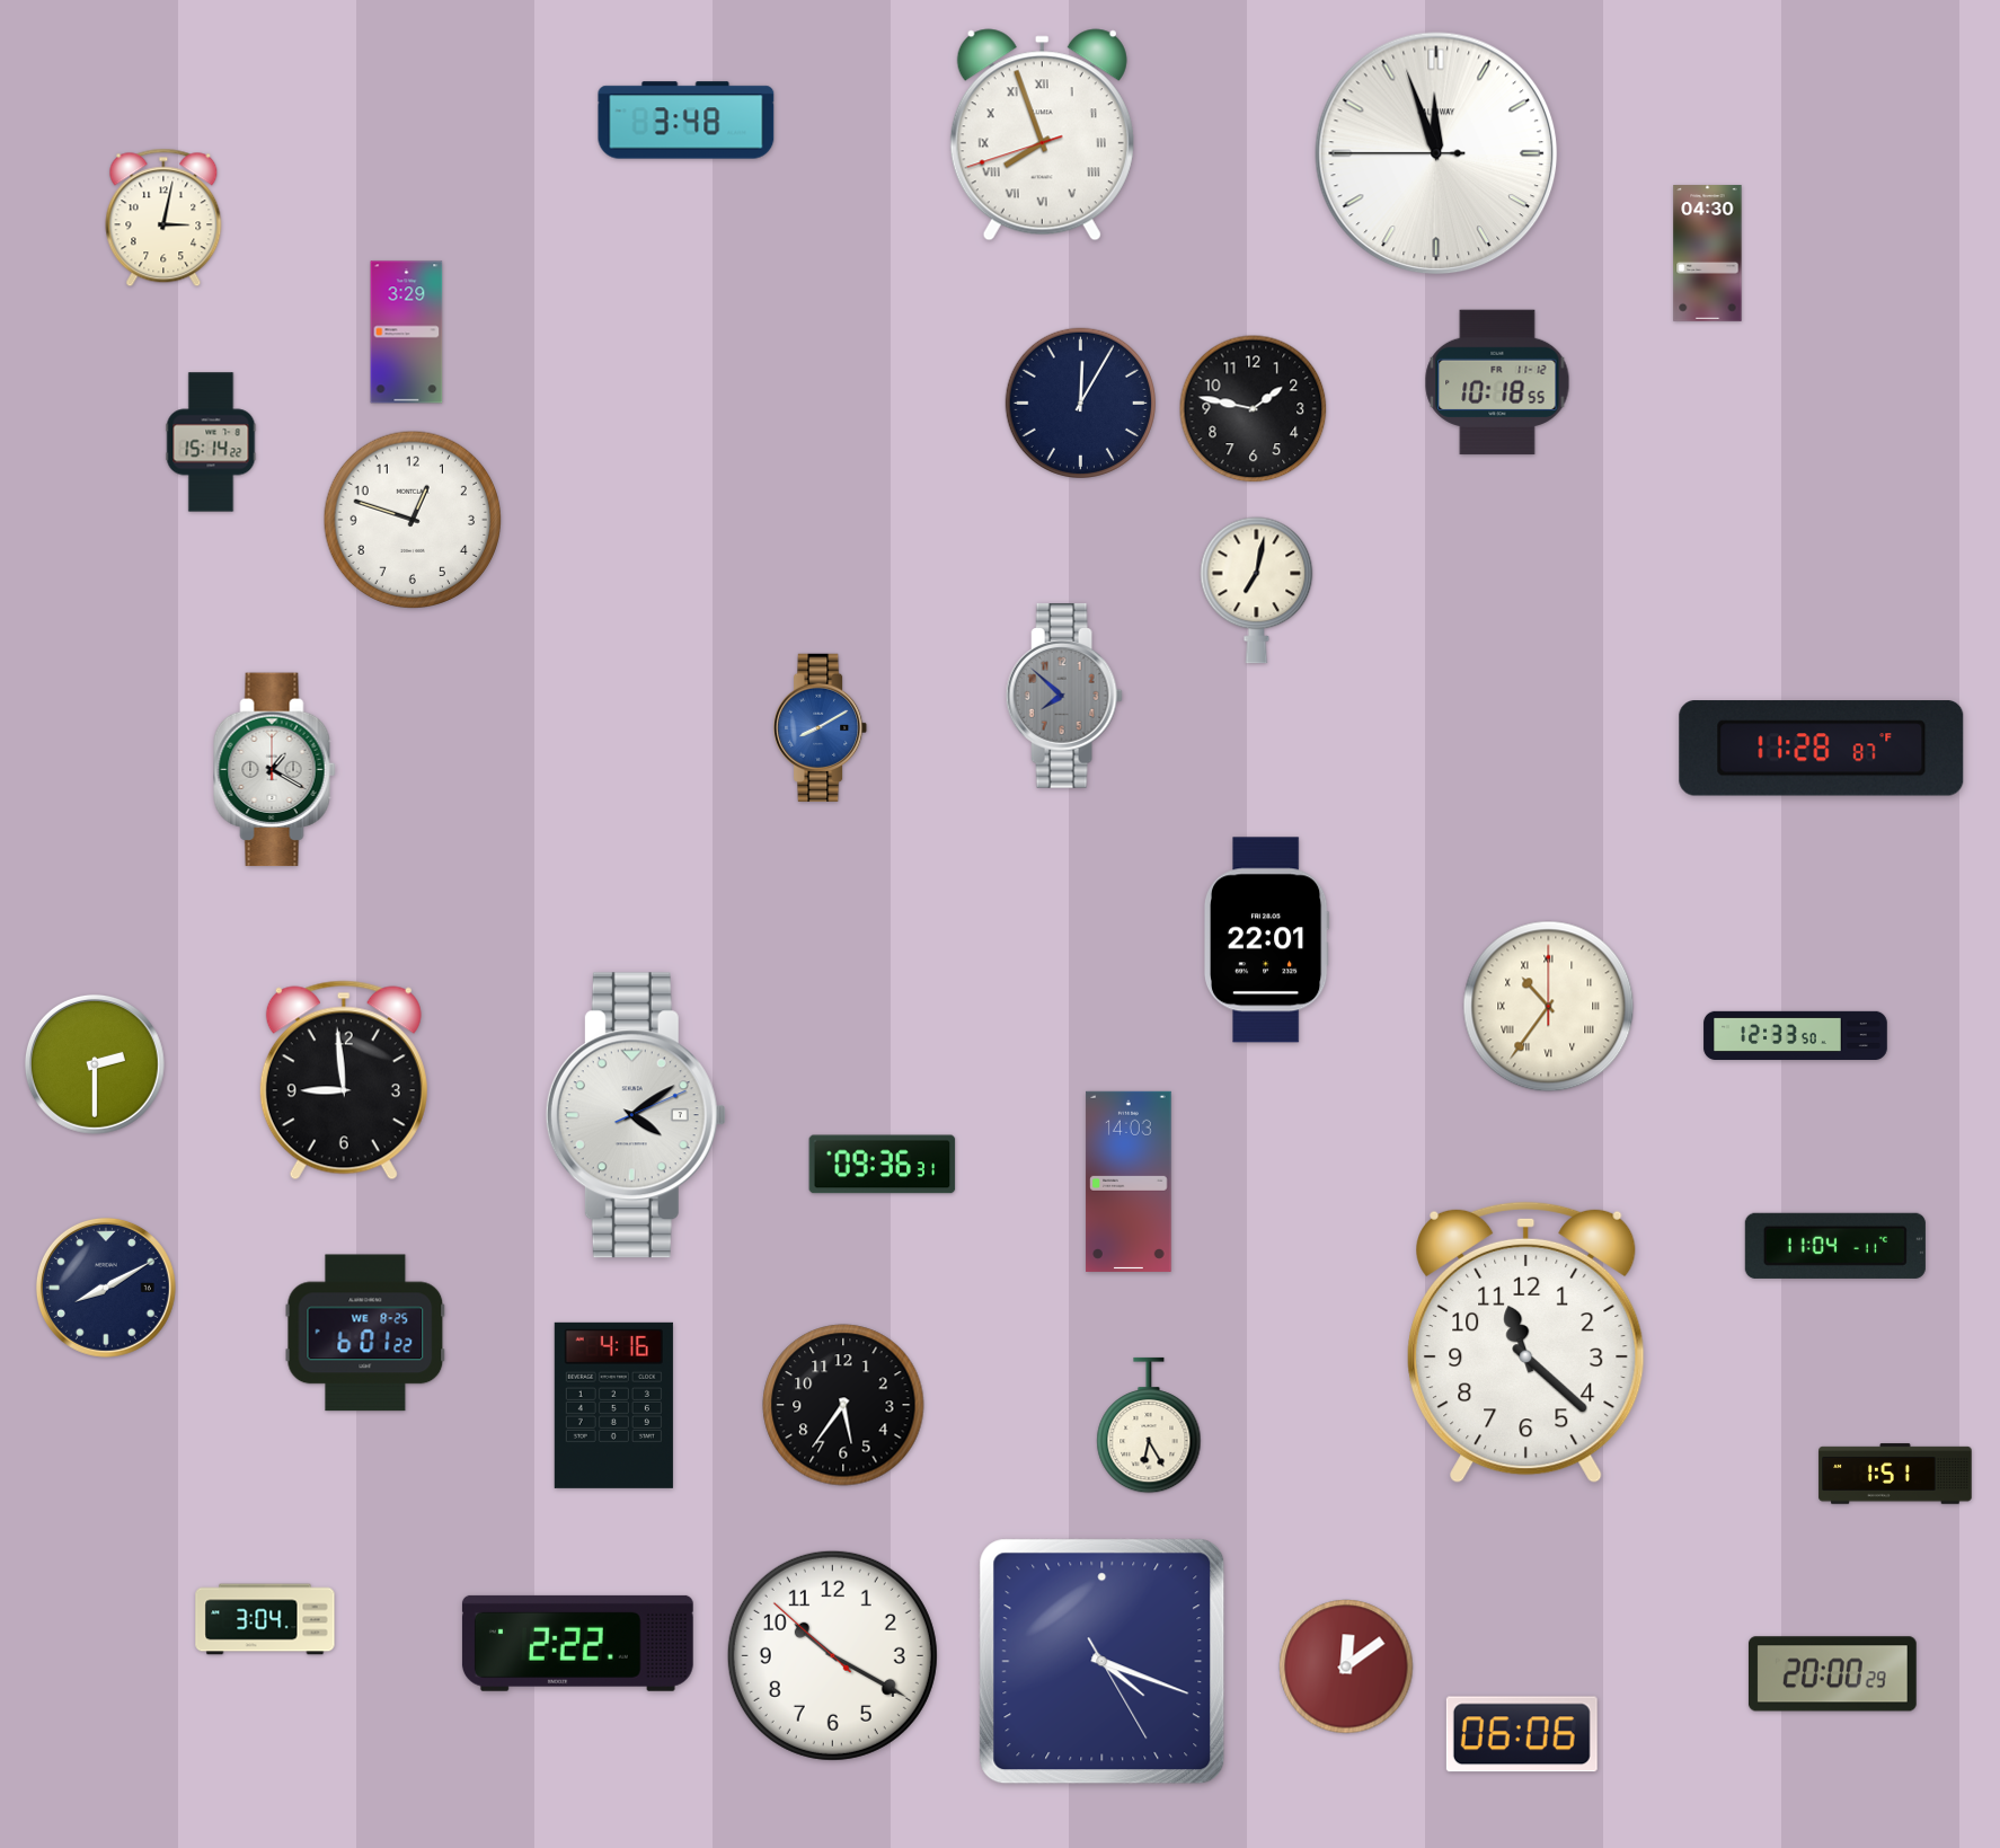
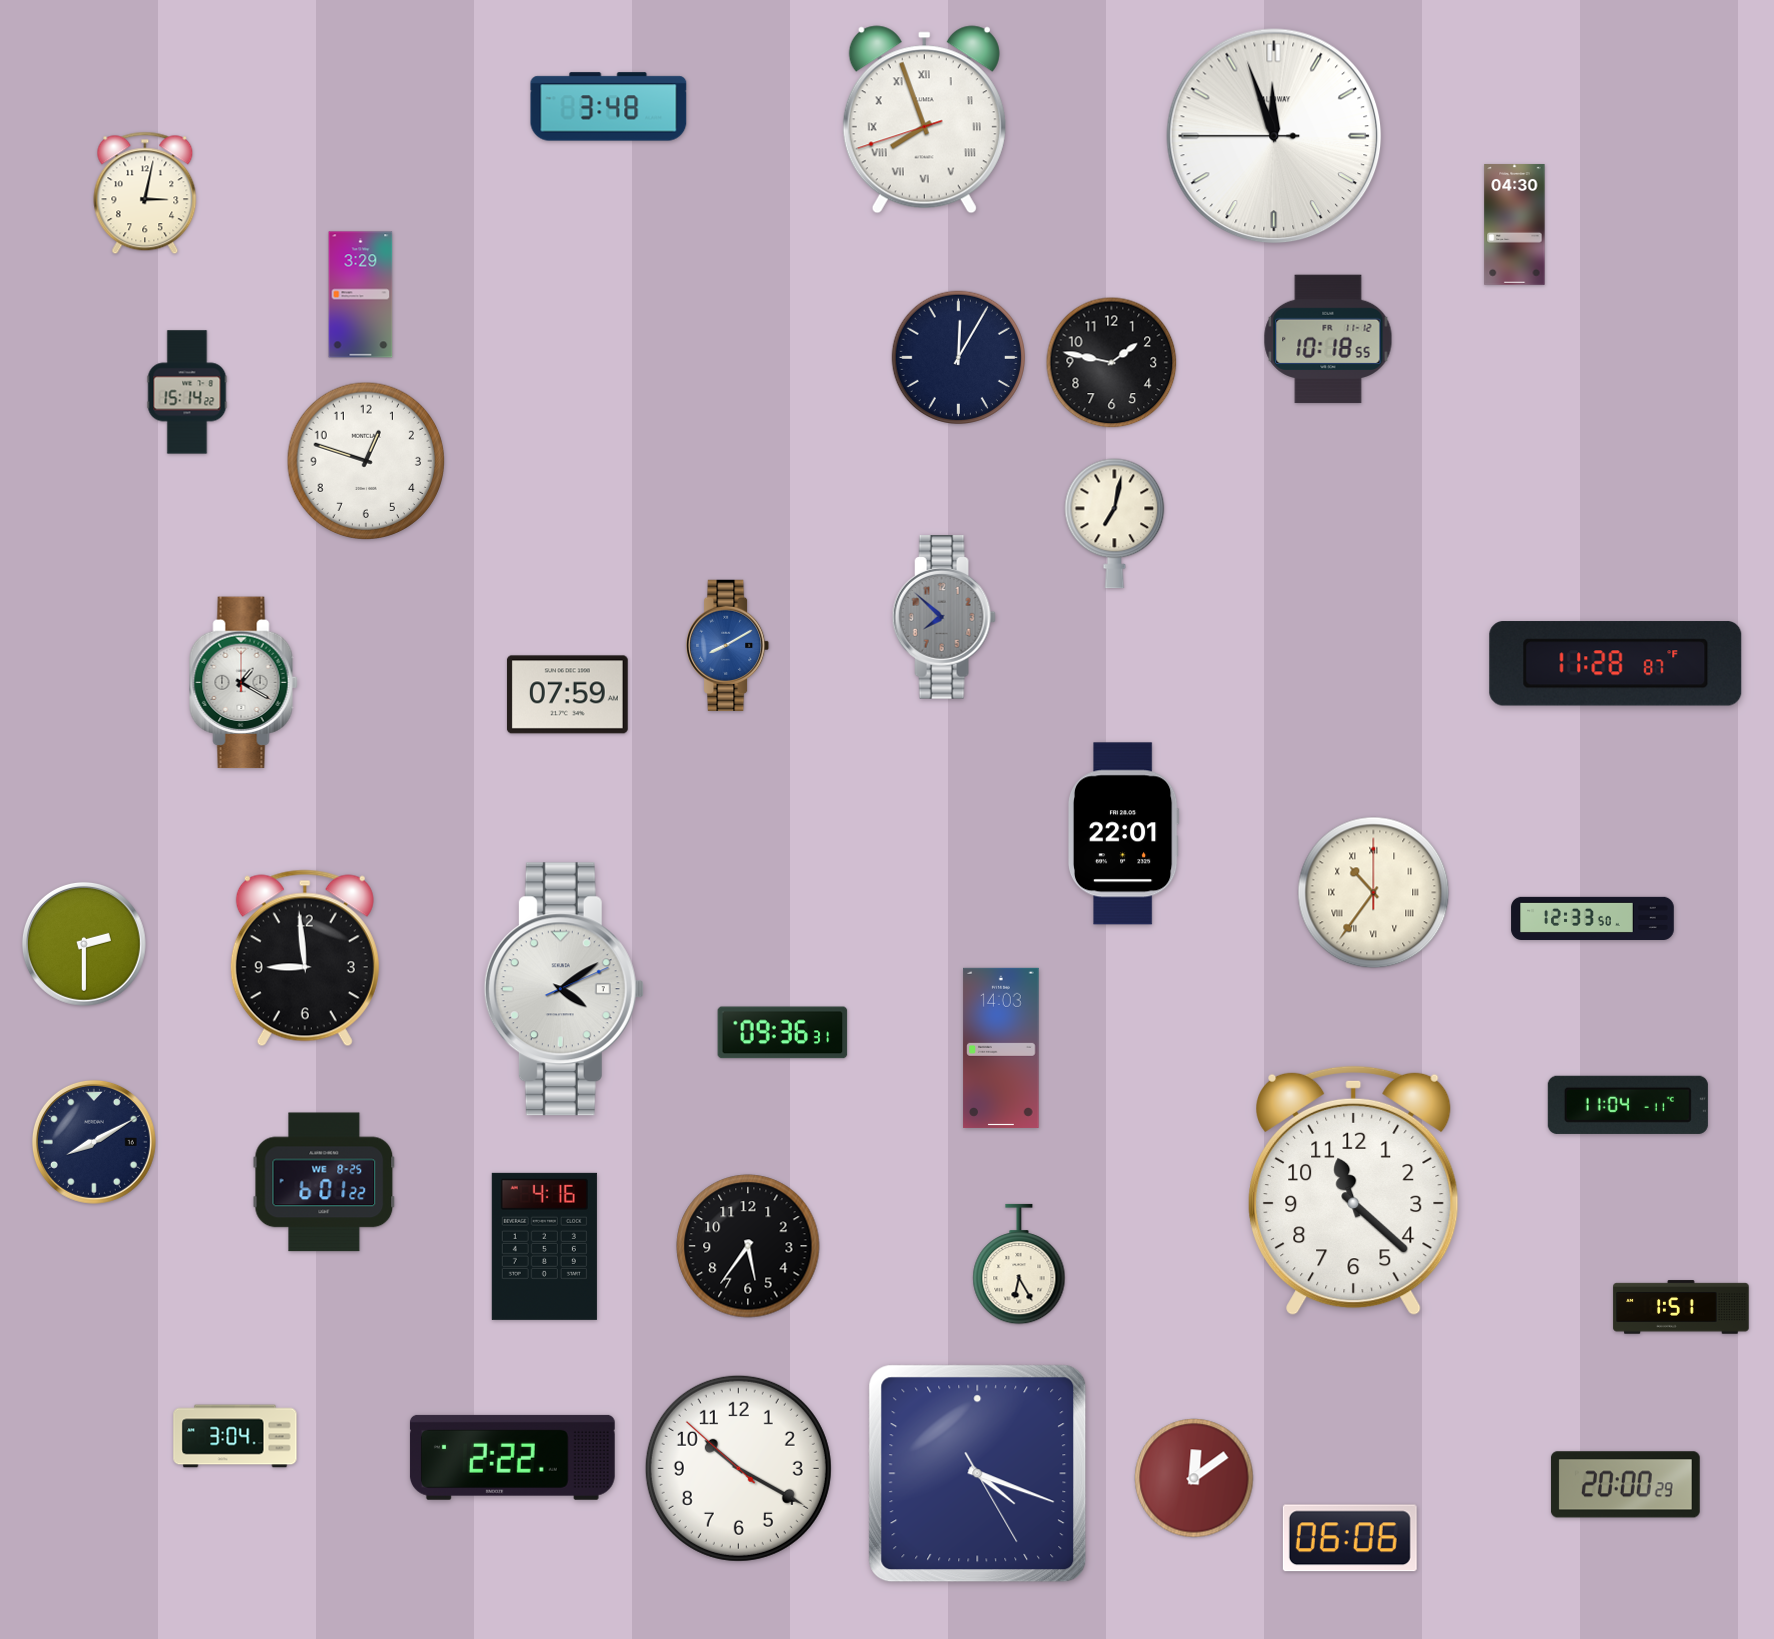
clock at (567, 695): none -> 07:59
